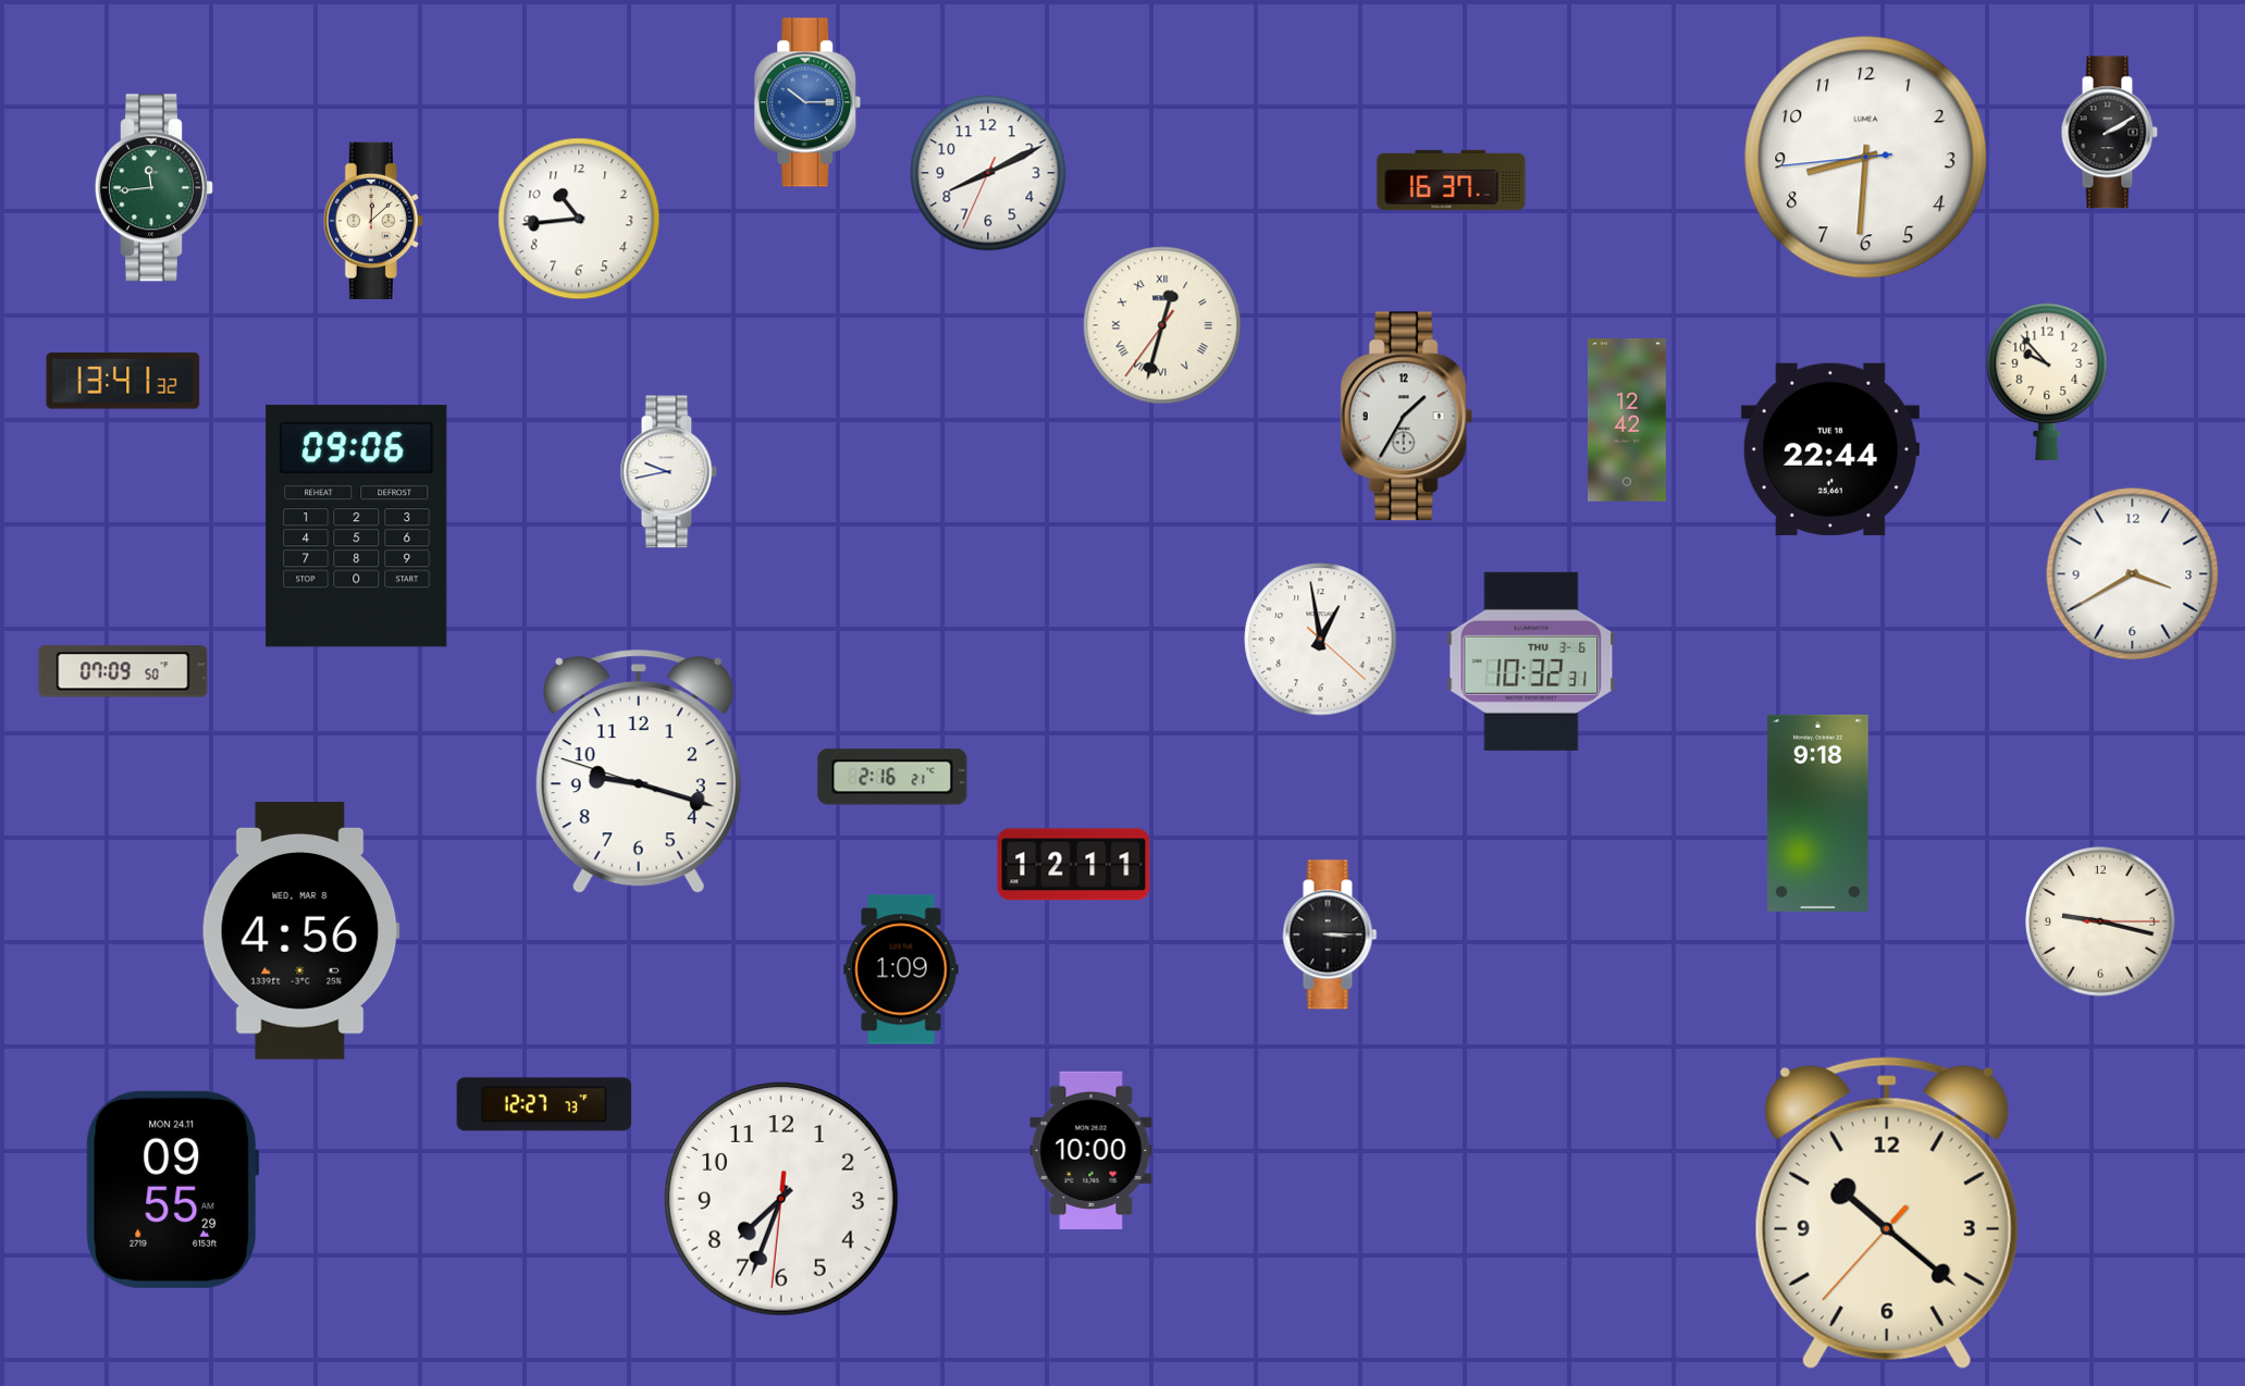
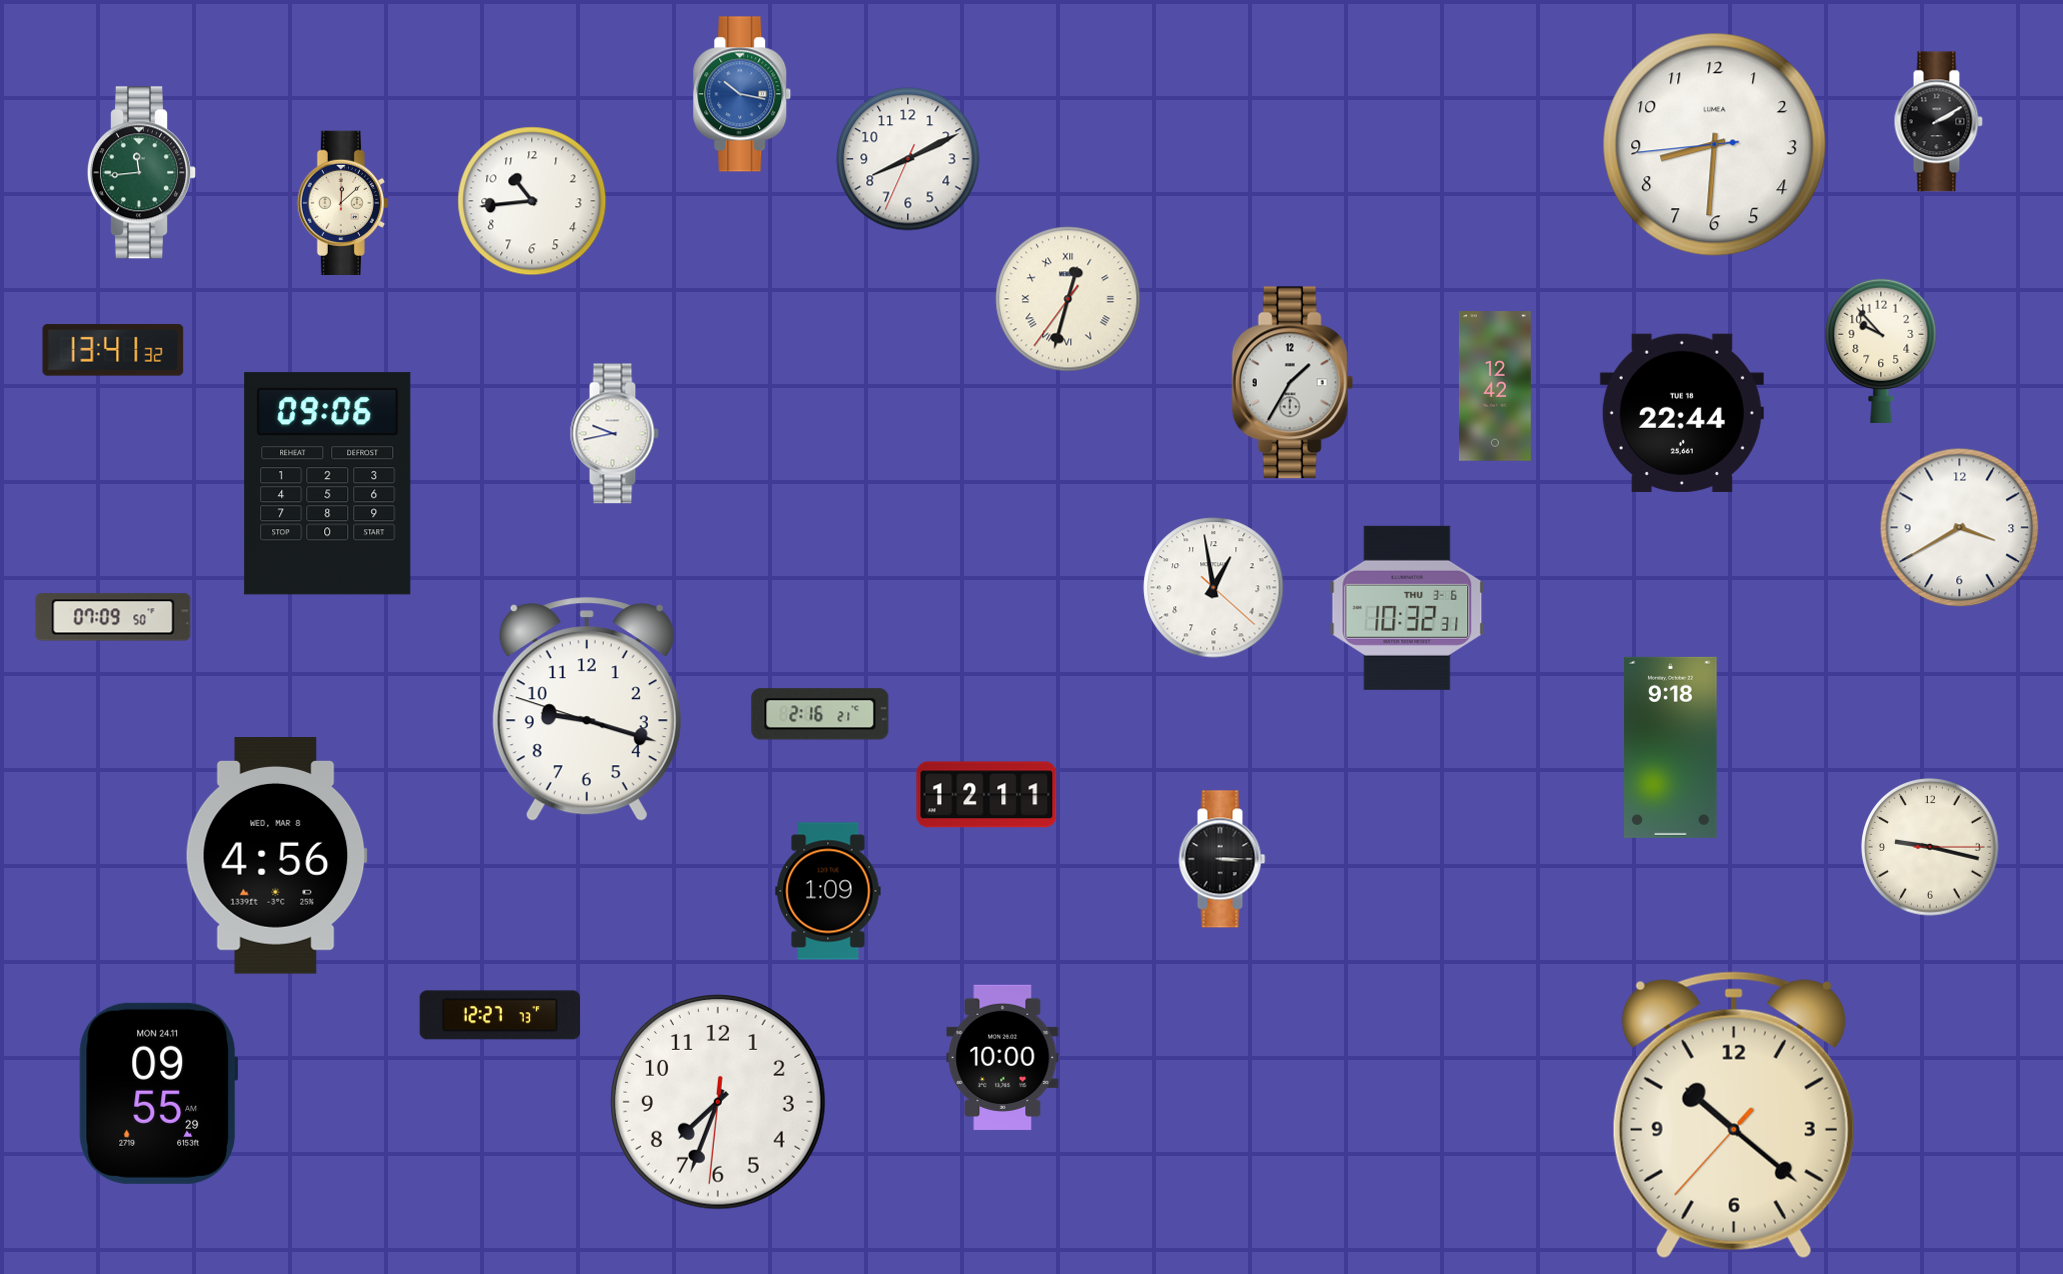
clock at (807, 102): 10:15 -> 10:17
clock at (1452, 180): 16:37 -> none
